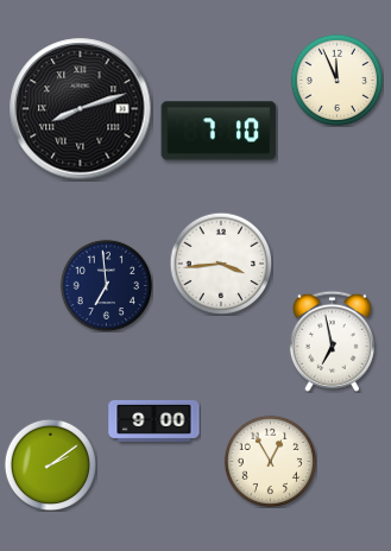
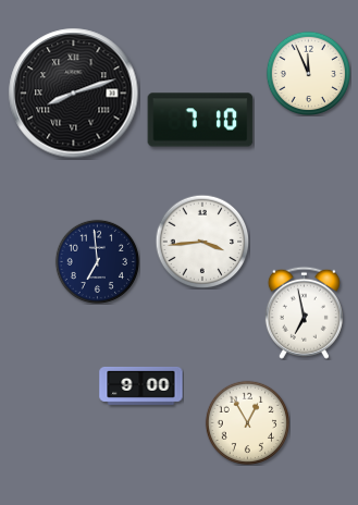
clock at (81, 109) position: (81, 109) -> (74, 94)
clock at (50, 464): 2:09 -> none
